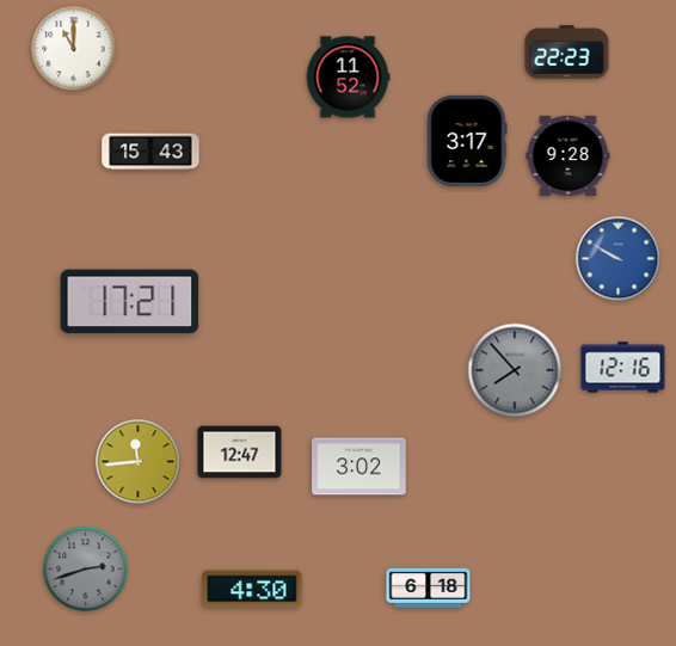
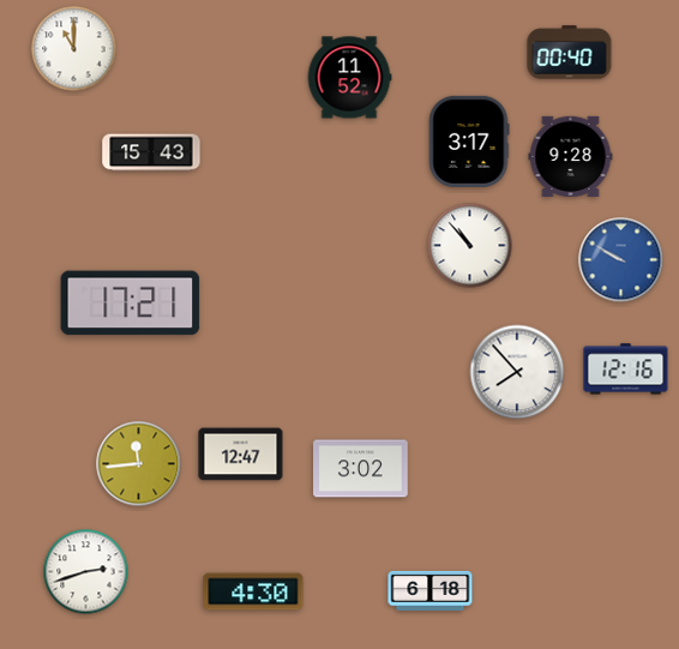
clock at (567, 53): 22:23 -> 00:40
clock at (470, 246): none -> 10:53
clock at (515, 370) dial: grey -> white
clock at (86, 570) dial: grey -> white
